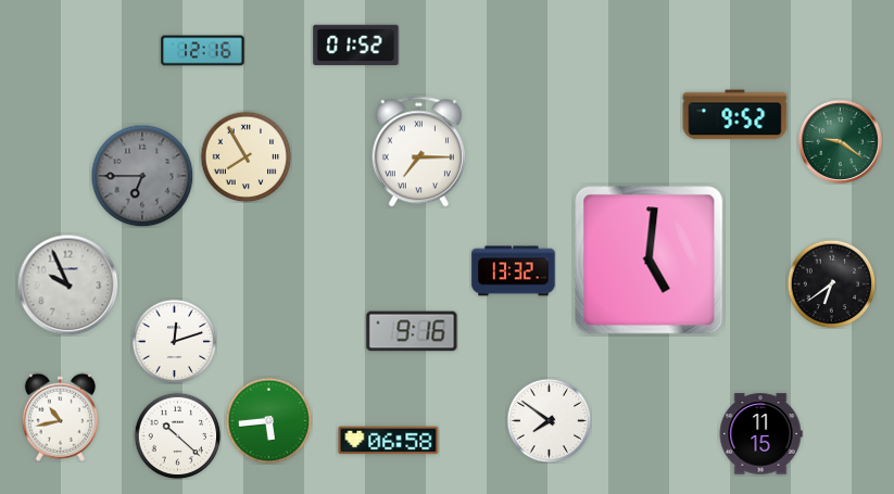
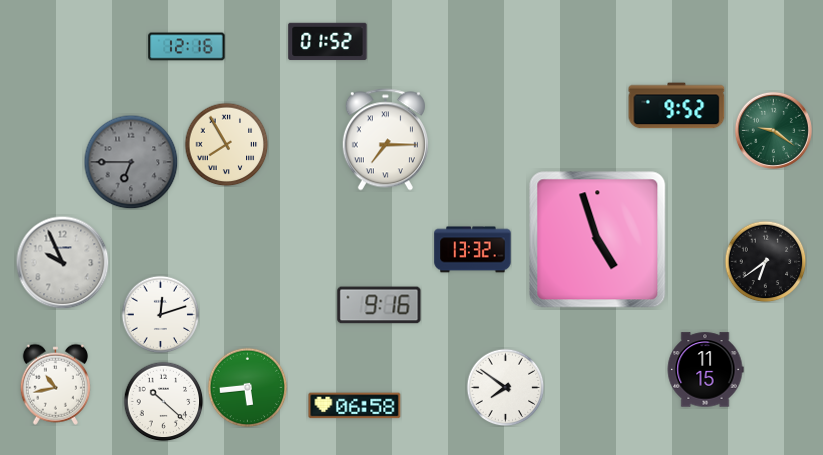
clock at (650, 261): 5:01 -> 4:57
clock at (760, 434) position: (760, 434) -> (705, 370)
clock at (389, 441) position: (389, 441) -> (355, 406)
